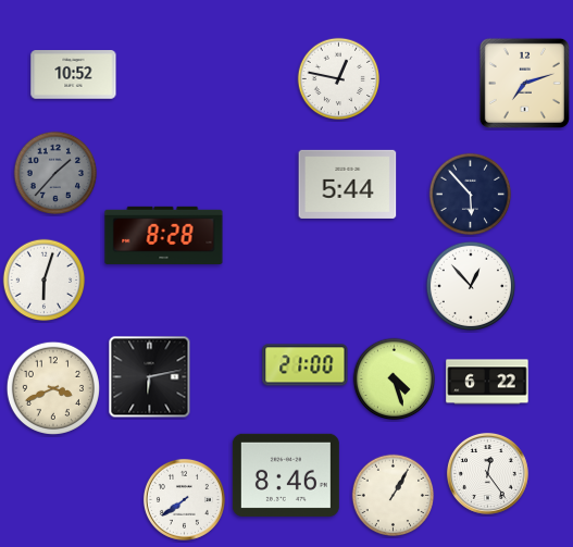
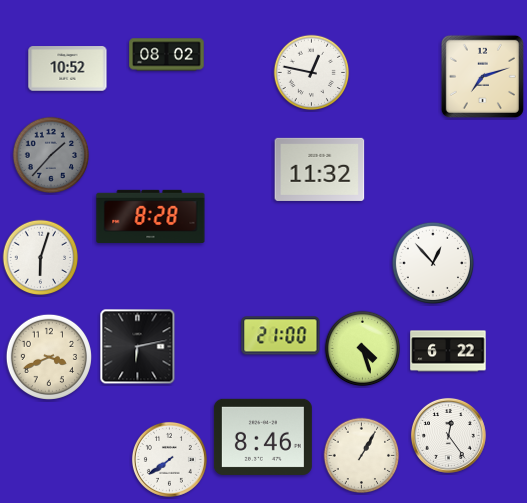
clock at (167, 55): none -> 08:02
clock at (55, 173) position: (55, 173) -> (51, 155)
clock at (348, 184): 5:44 -> 11:32
clock at (471, 195): 5:53 -> none
